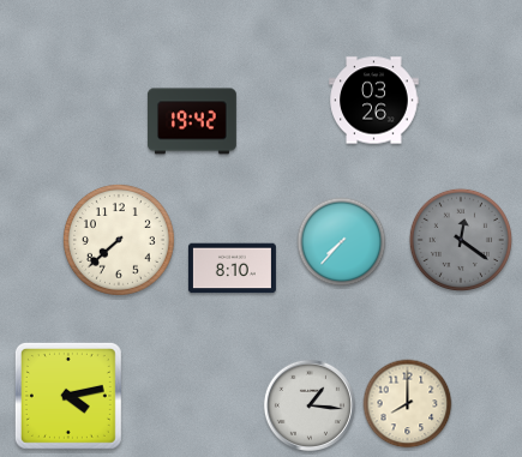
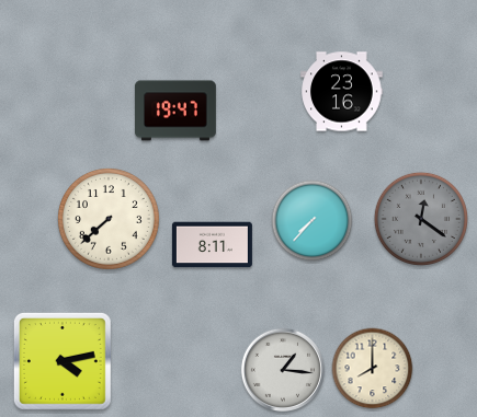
clock at (374, 101): 03:26 -> 23:16
clock at (192, 121): 19:42 -> 19:47
clock at (232, 269): 8:10 -> 8:11
